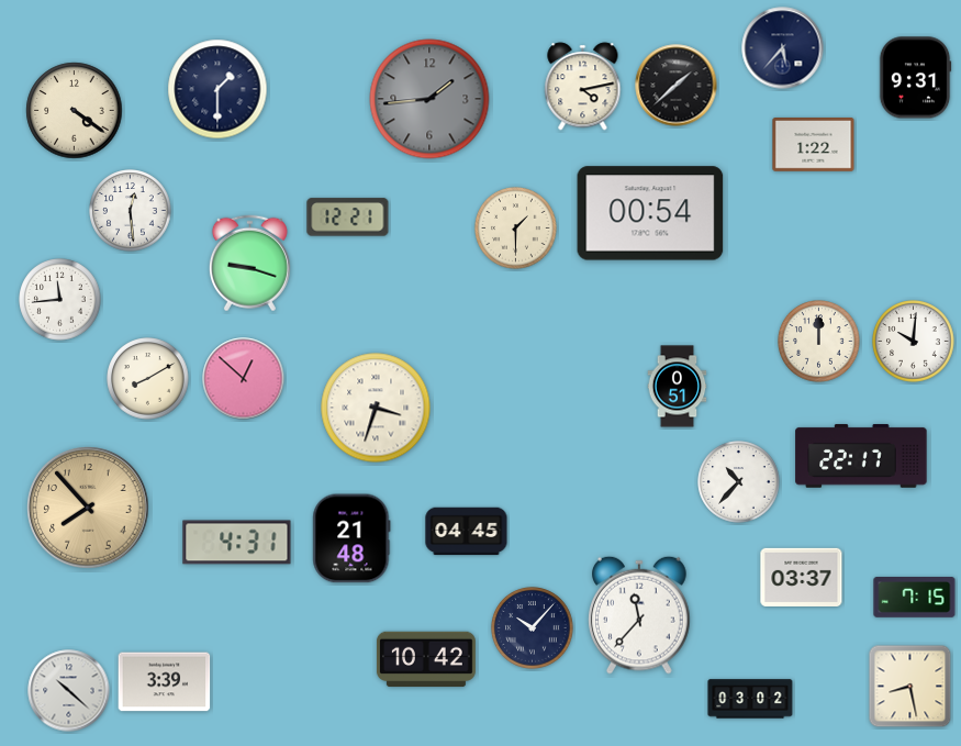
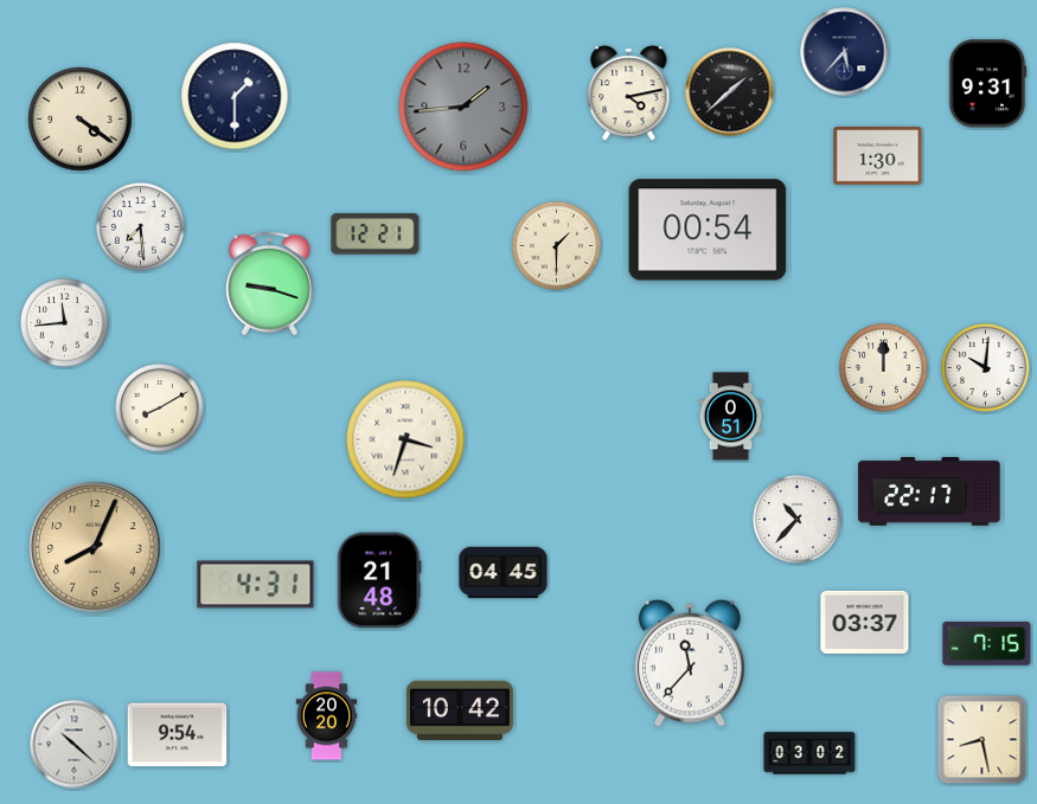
clock at (814, 145): 1:22 -> 1:30
clock at (131, 211): 12:29 -> 7:29
clock at (650, 213) position: (650, 213) -> (708, 230)
clock at (244, 379): 12:52 -> none
clock at (88, 508): 7:53 -> 8:04
clock at (533, 628): 10:07 -> none
clock at (327, 716): none -> 20:20
clock at (165, 682): 3:39 -> 9:54
